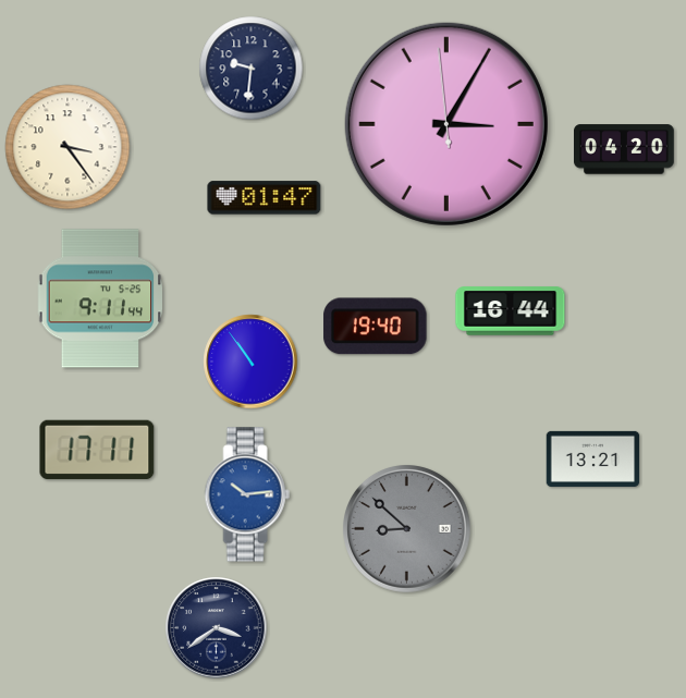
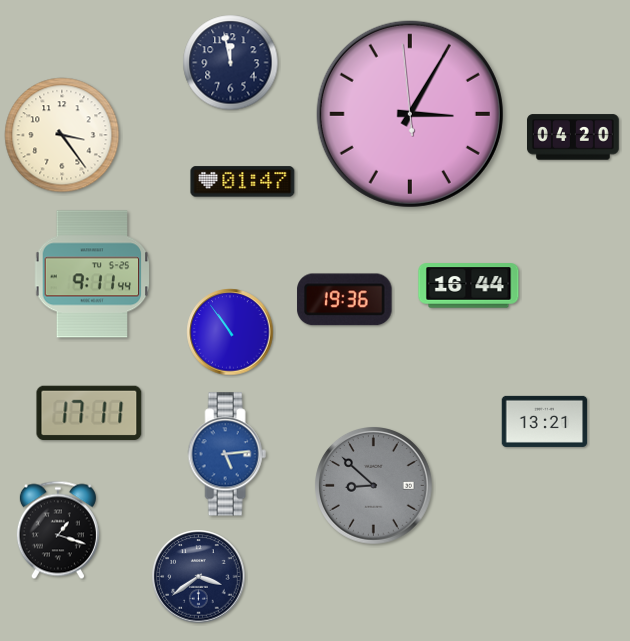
clock at (252, 69): 9:31 -> 11:58
clock at (376, 327): 19:40 -> 19:36
clock at (247, 494): 10:14 -> 5:14
clock at (58, 530): none -> 1:18
